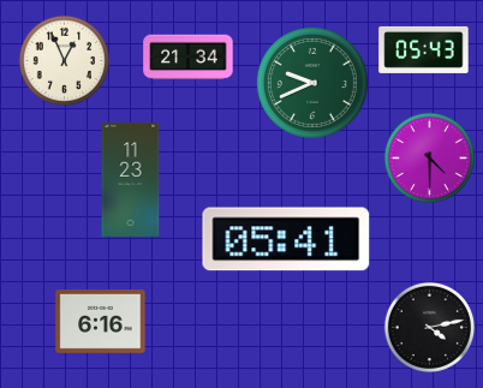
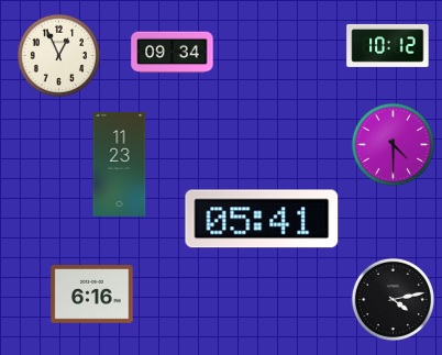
clock at (424, 49): 05:43 -> 10:12
clock at (189, 58): 21:34 -> 09:34
clock at (312, 83): 9:41 -> none
